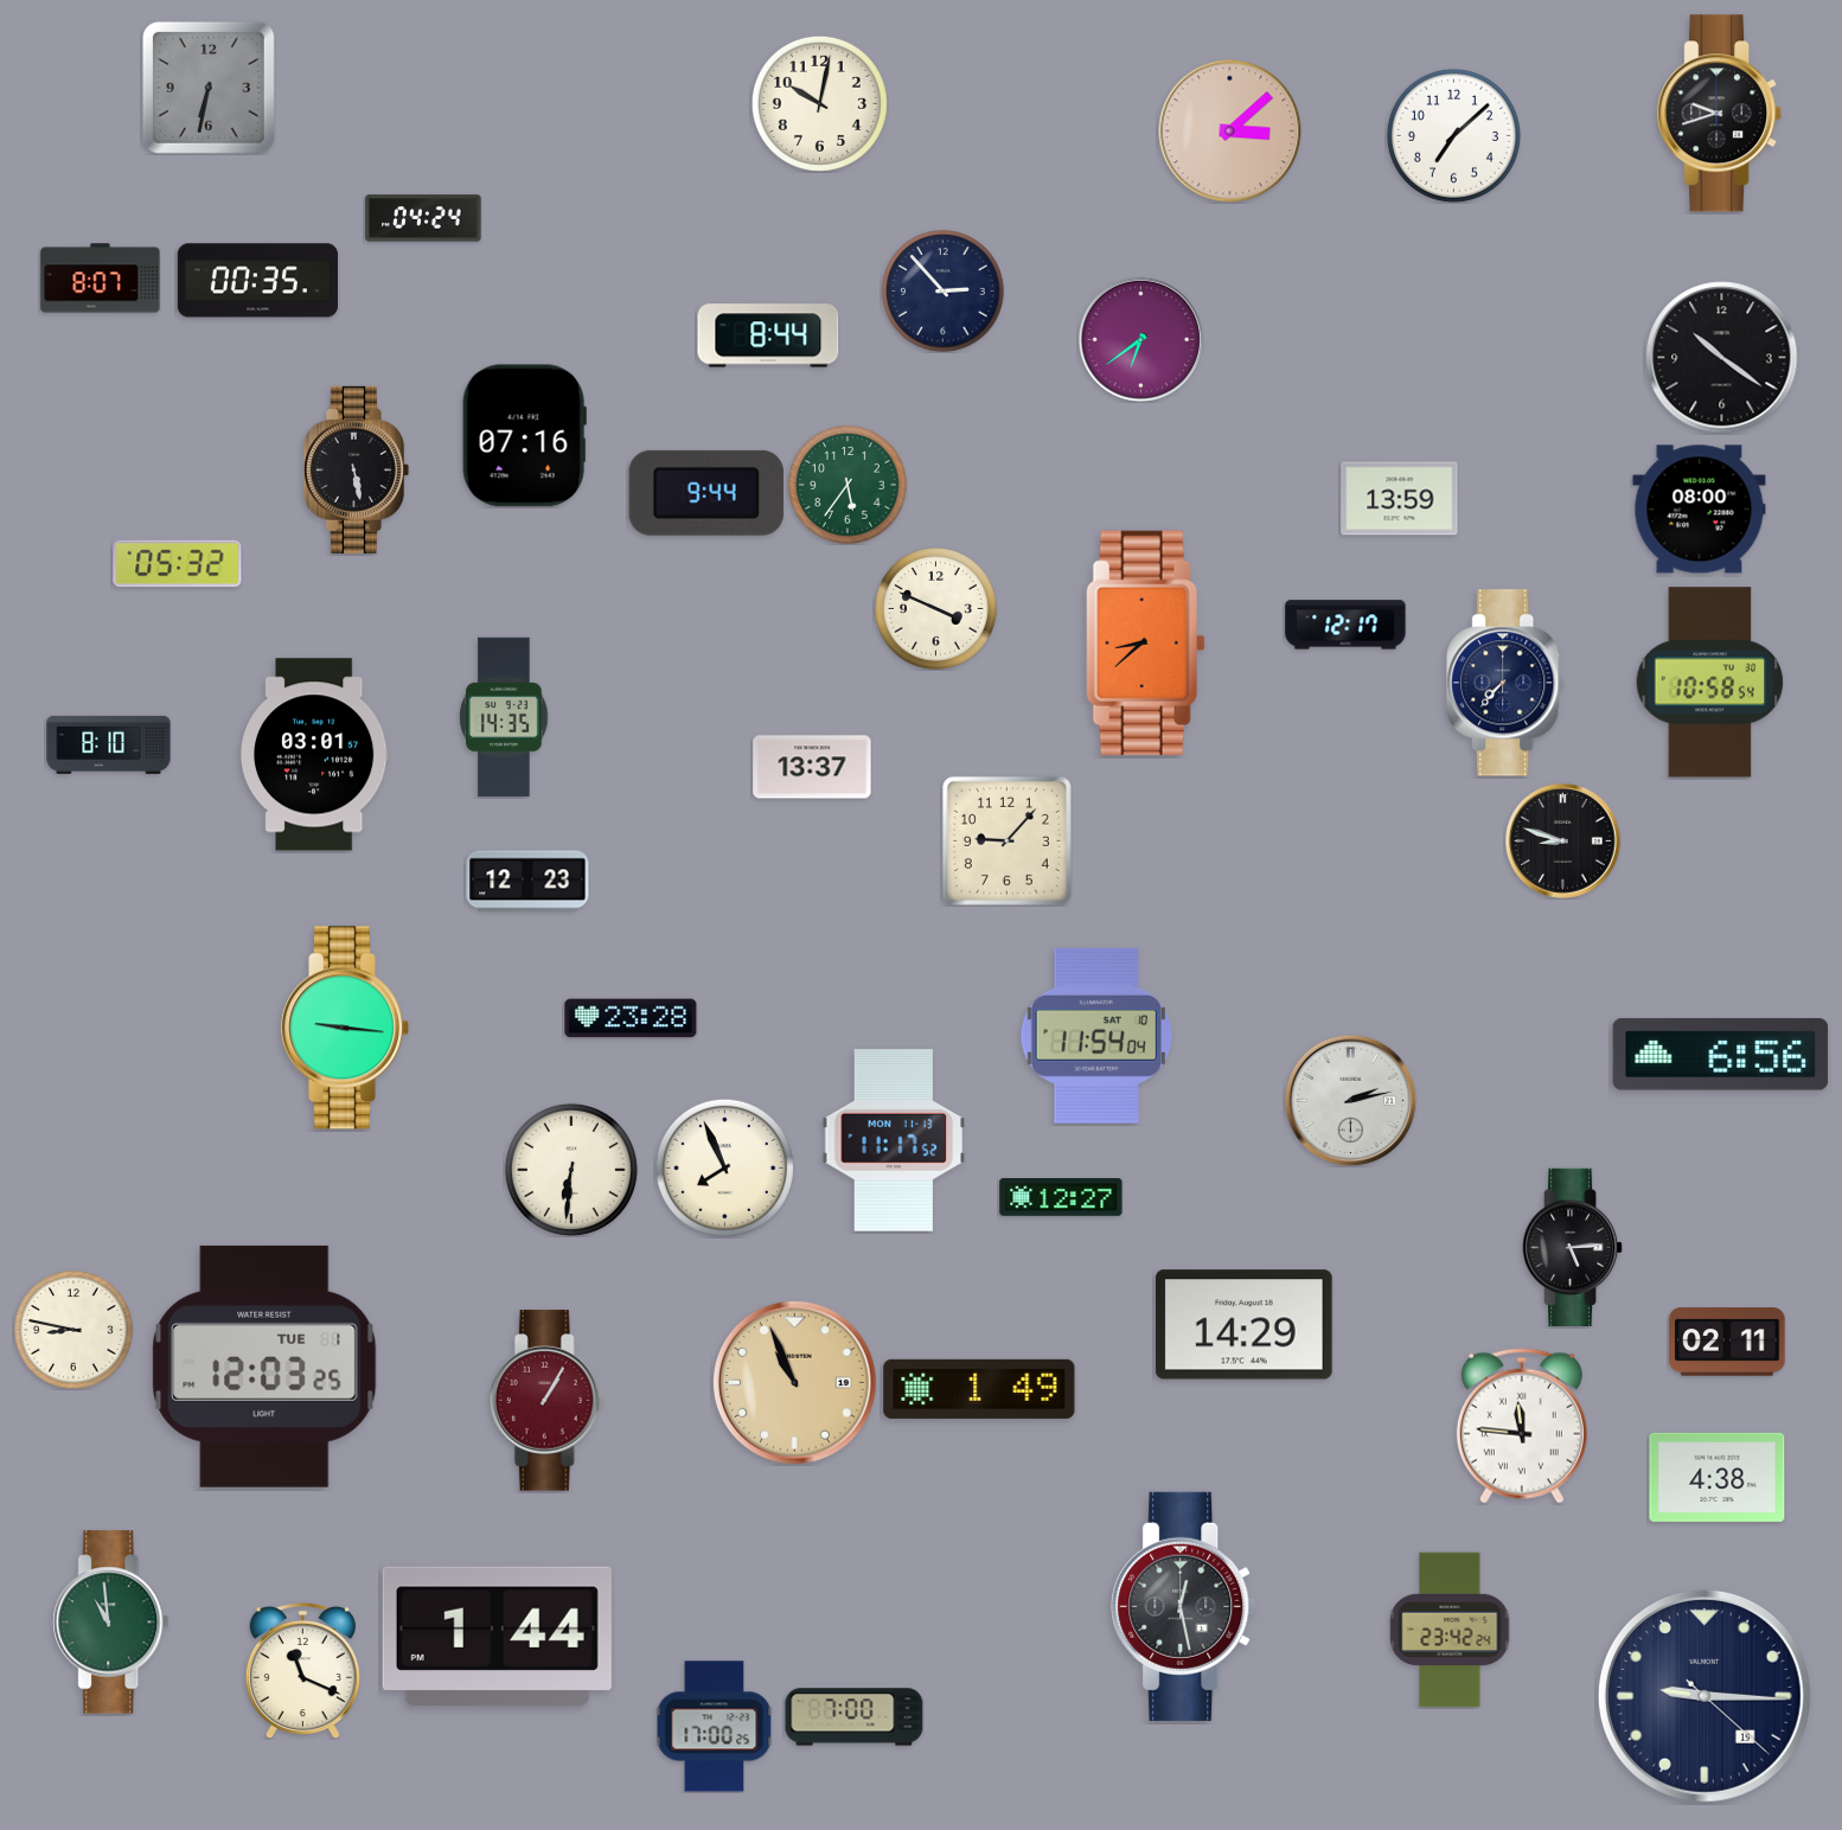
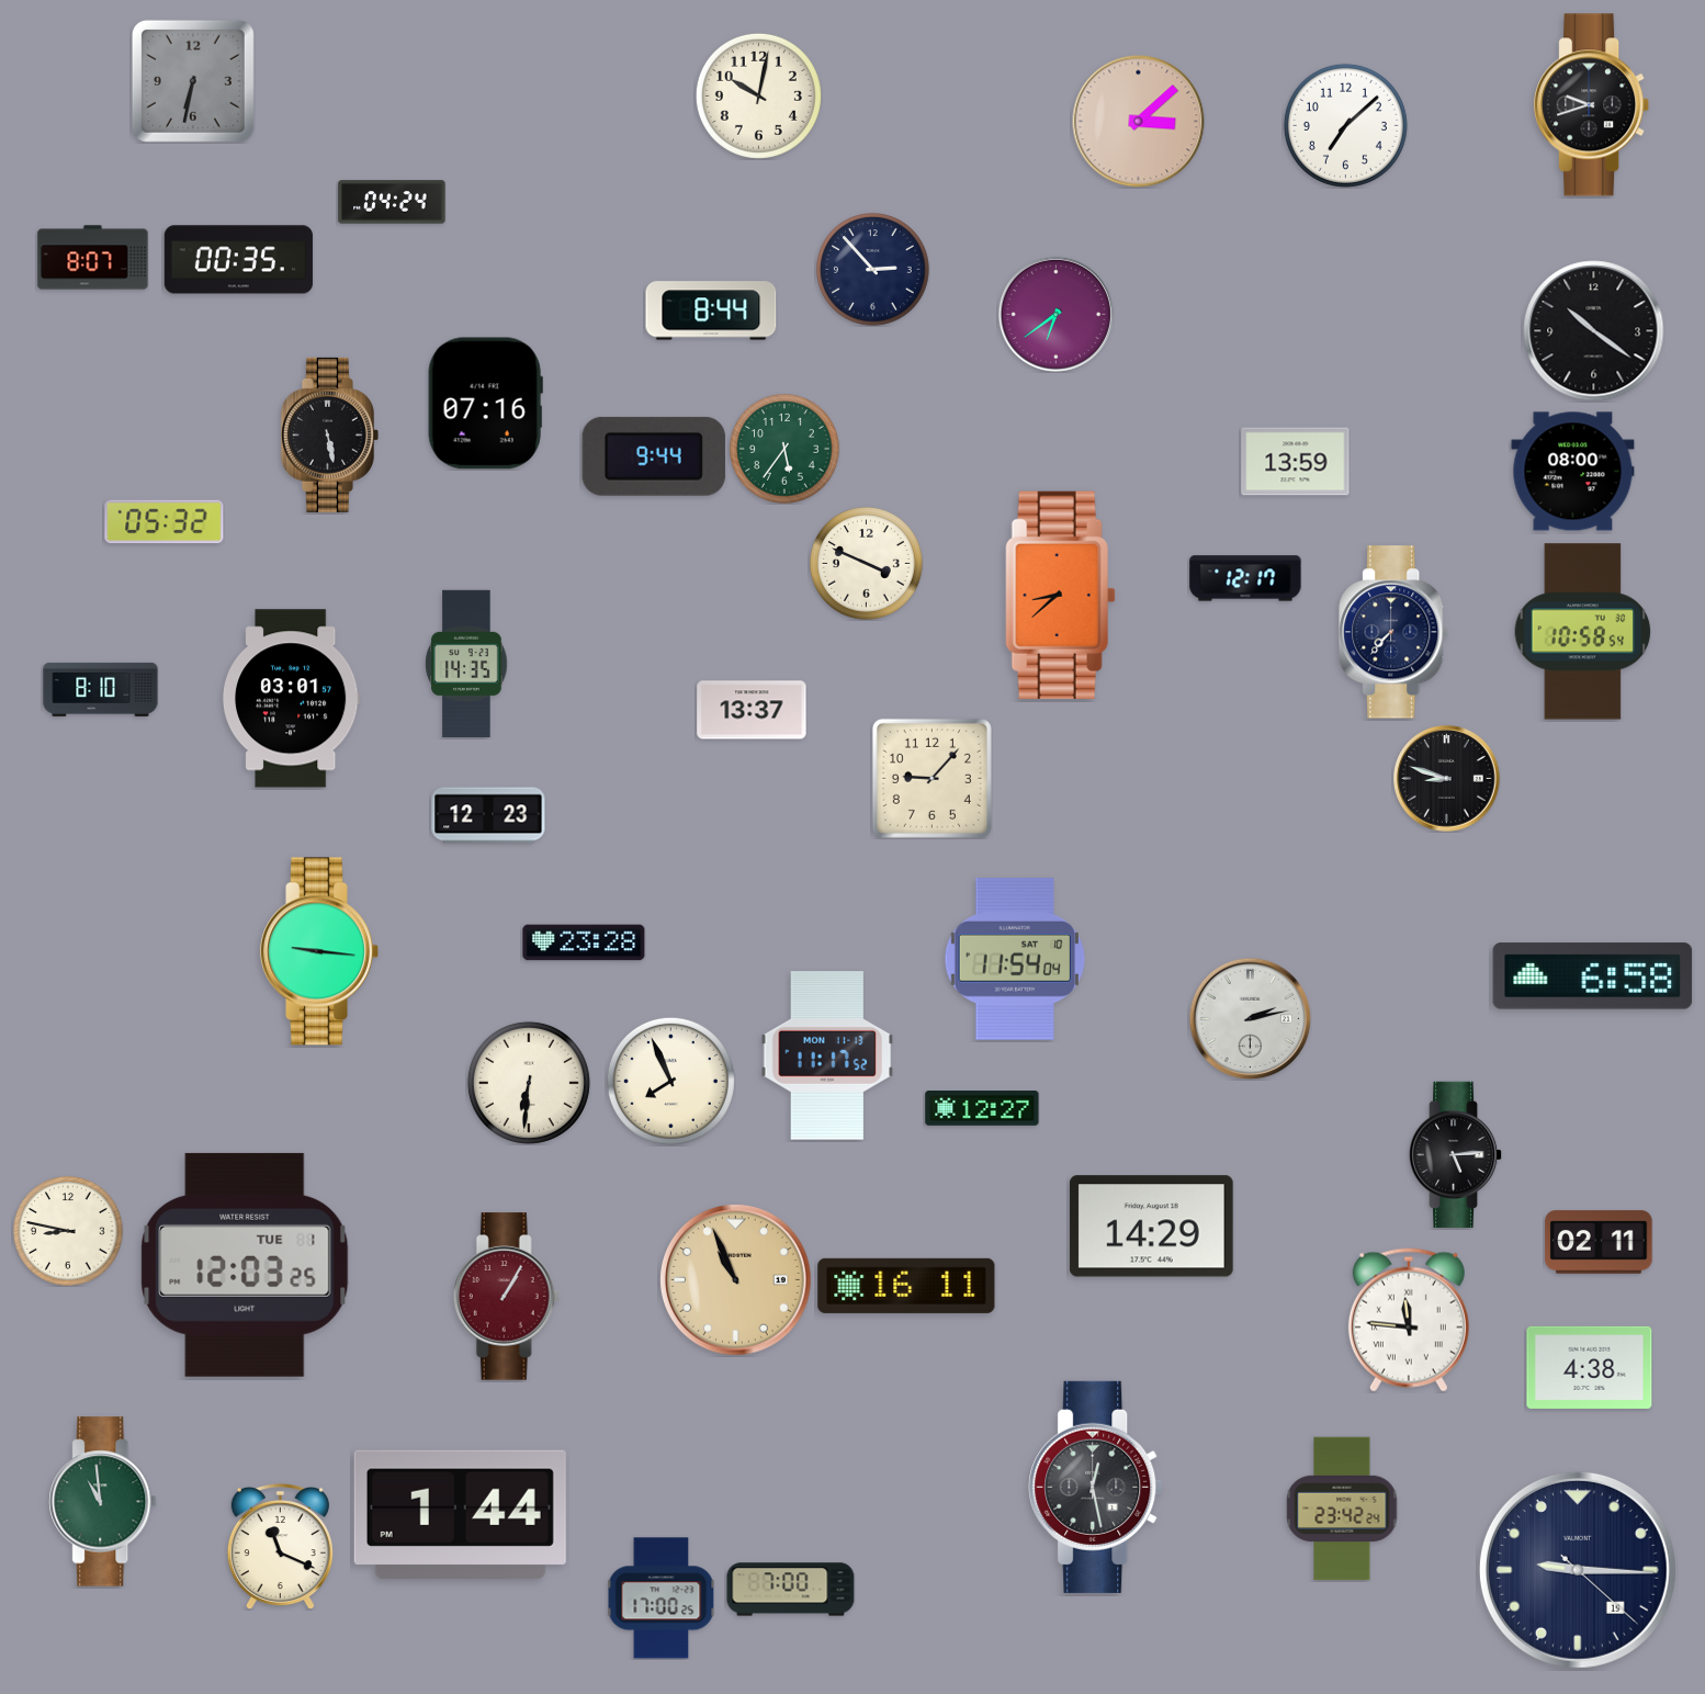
clock at (1721, 1055): 6:56 -> 6:58
clock at (979, 1389): 1:49 -> 16:11
